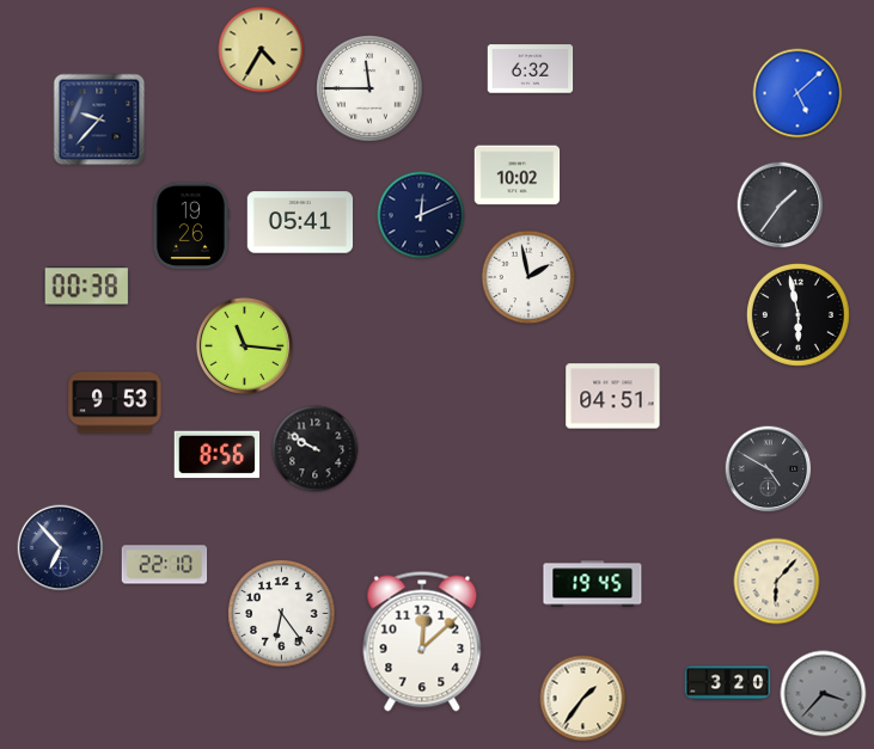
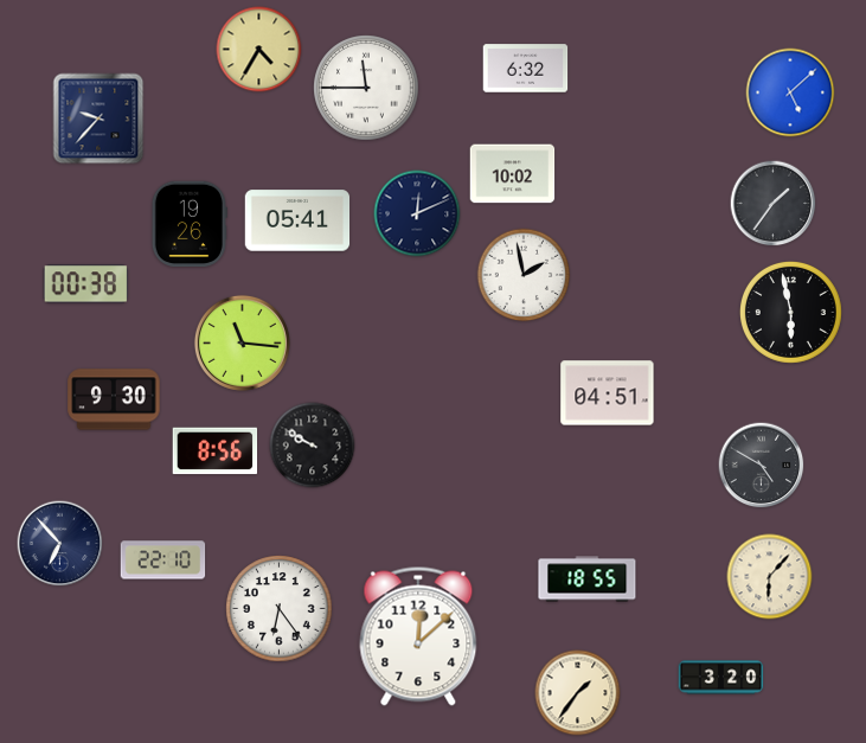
clock at (115, 403): 9:53 -> 9:30
clock at (593, 584): 19:45 -> 18:55
clock at (824, 694): 3:37 -> none
